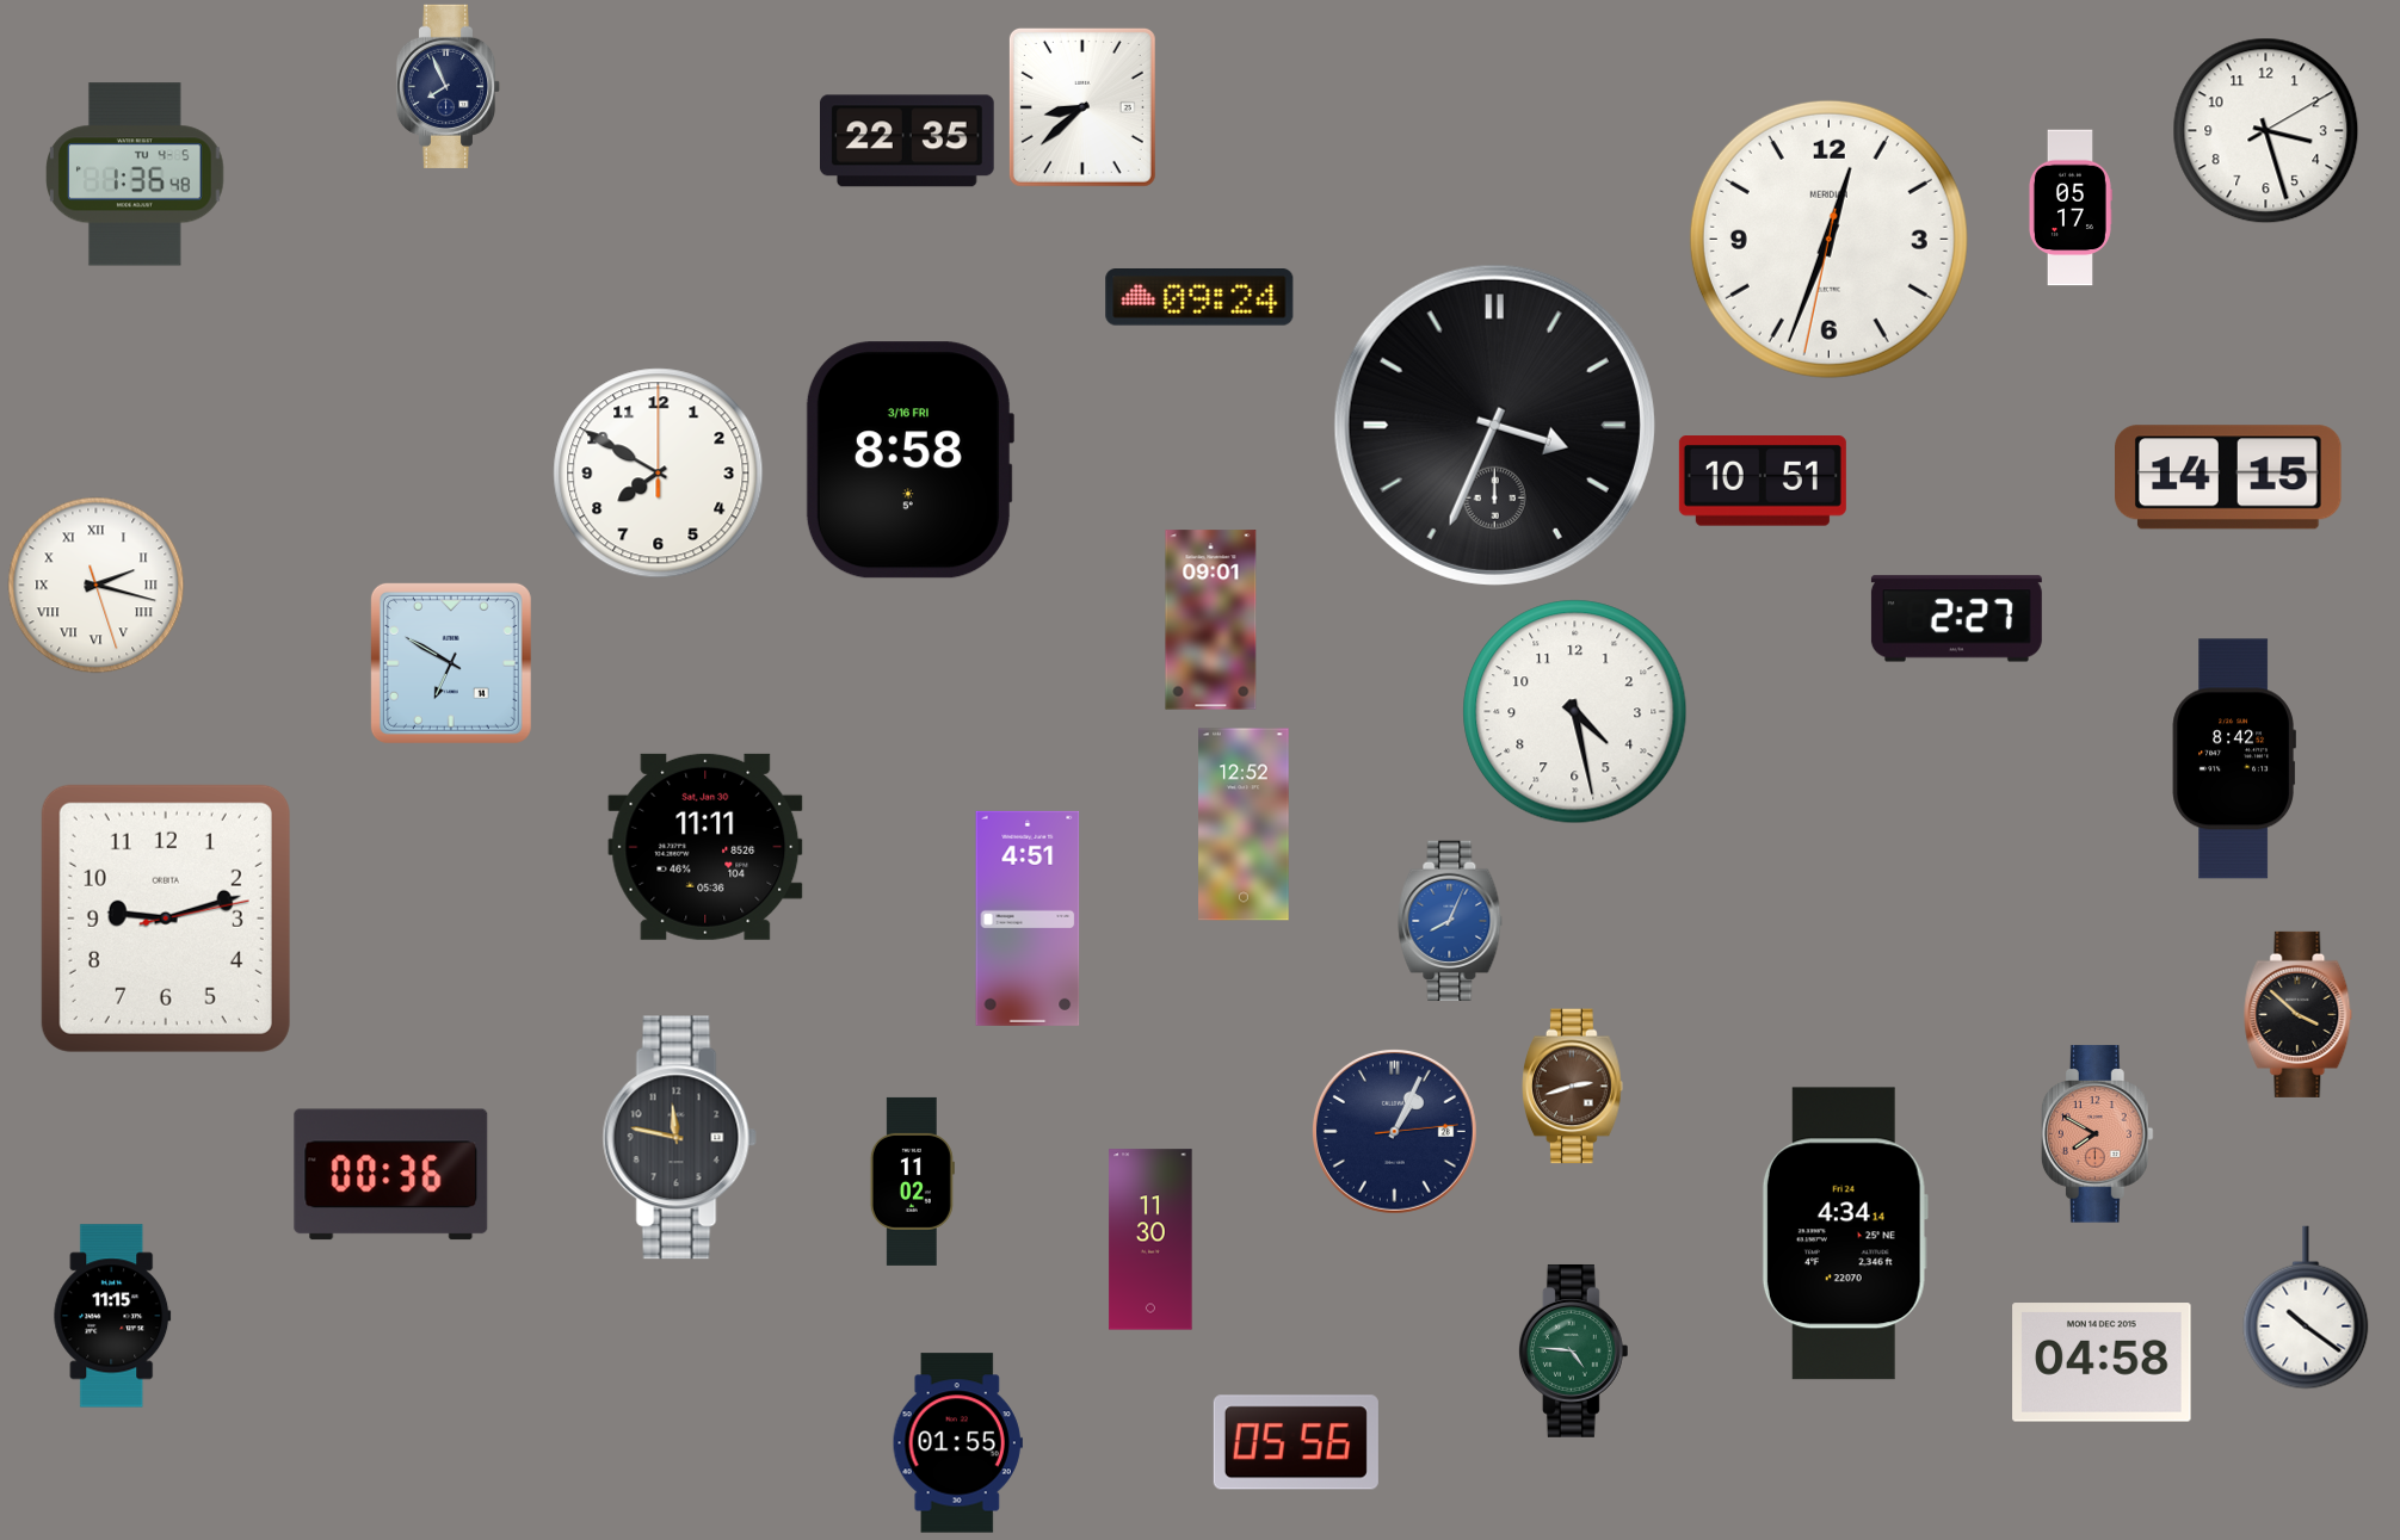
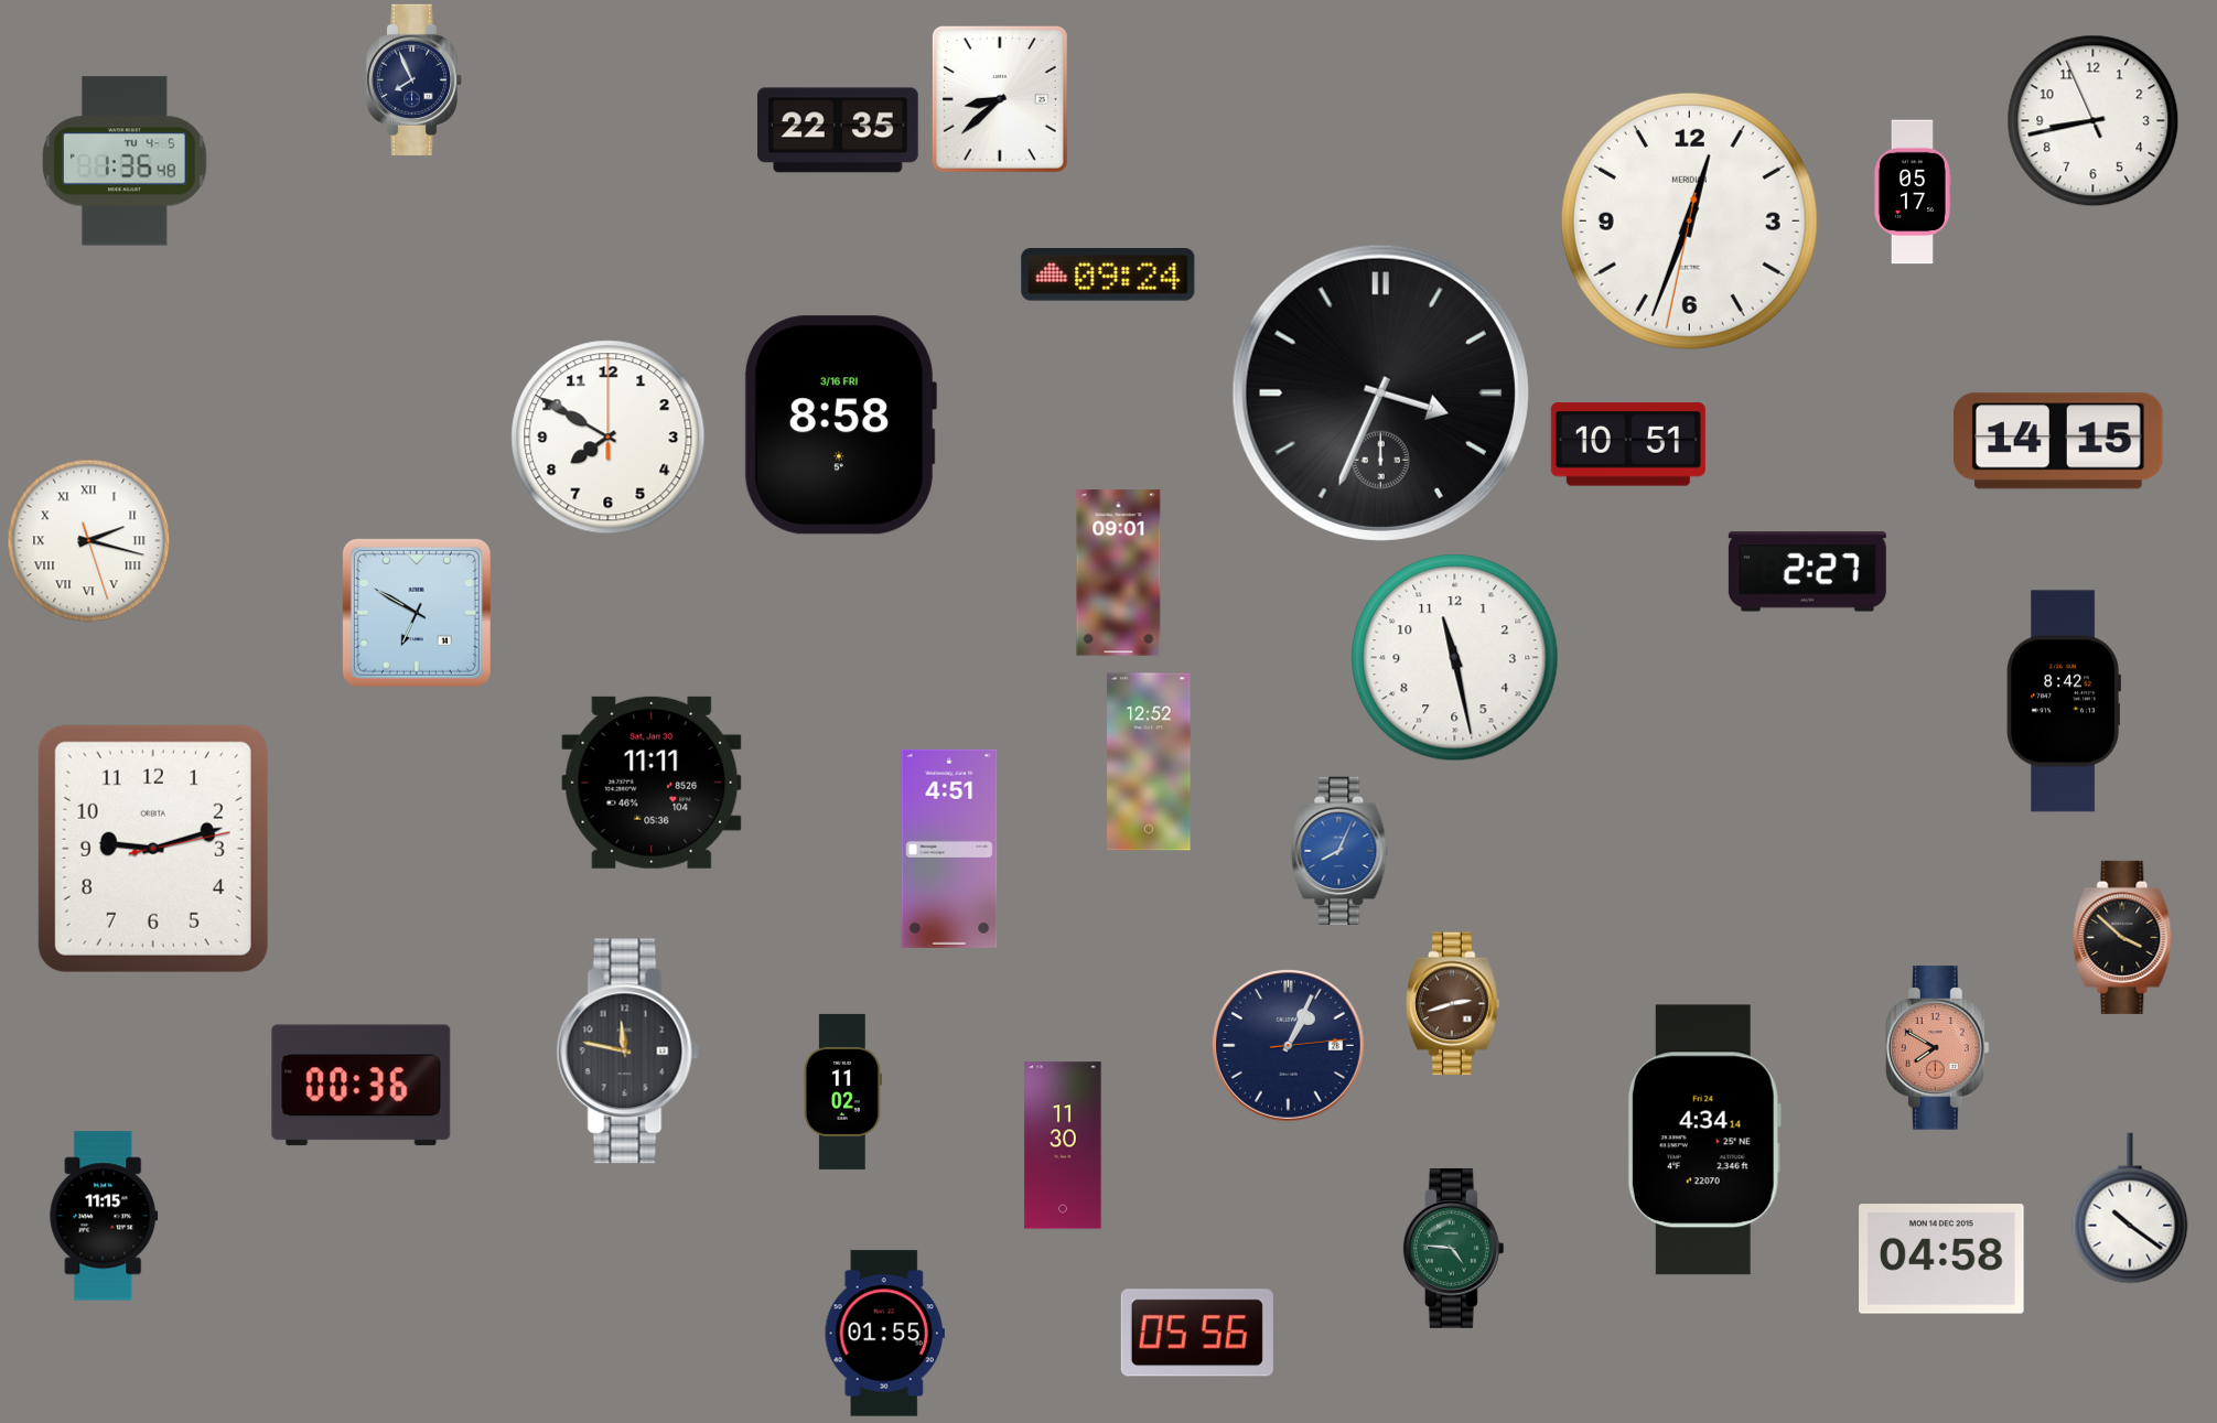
clock at (2266, 131): 3:27 -> 8:42
clock at (1575, 712): 4:28 -> 11:28
